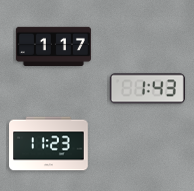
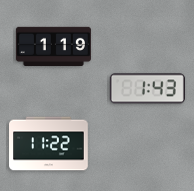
clock at (53, 46): 1:17 -> 1:19
clock at (49, 144): 11:23 -> 11:22
